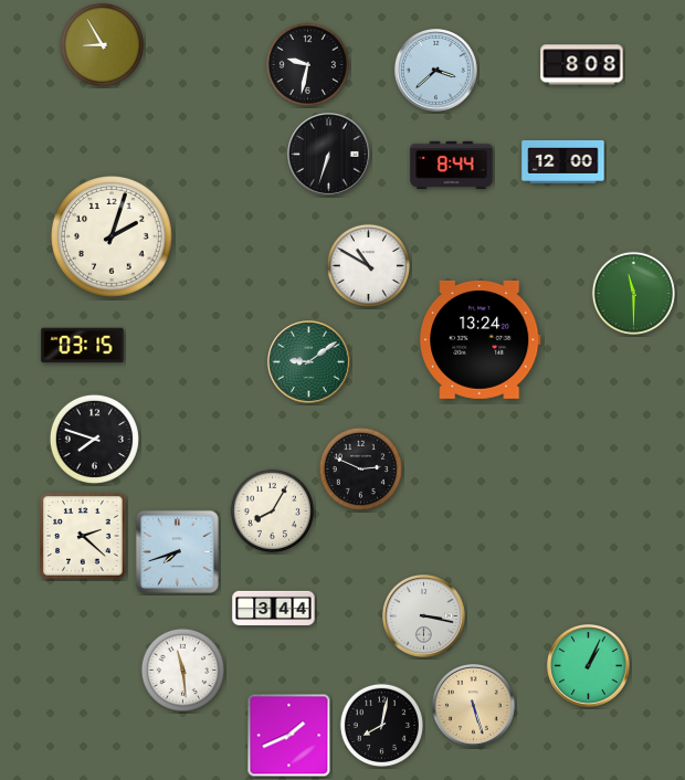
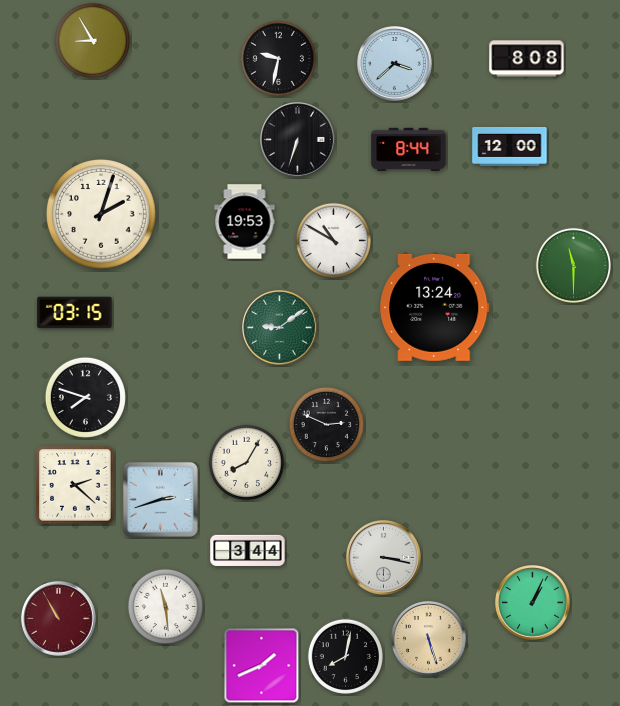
clock at (245, 222): none -> 19:53
clock at (177, 551): 7:42 -> 2:42
clock at (59, 619): none -> 10:55
